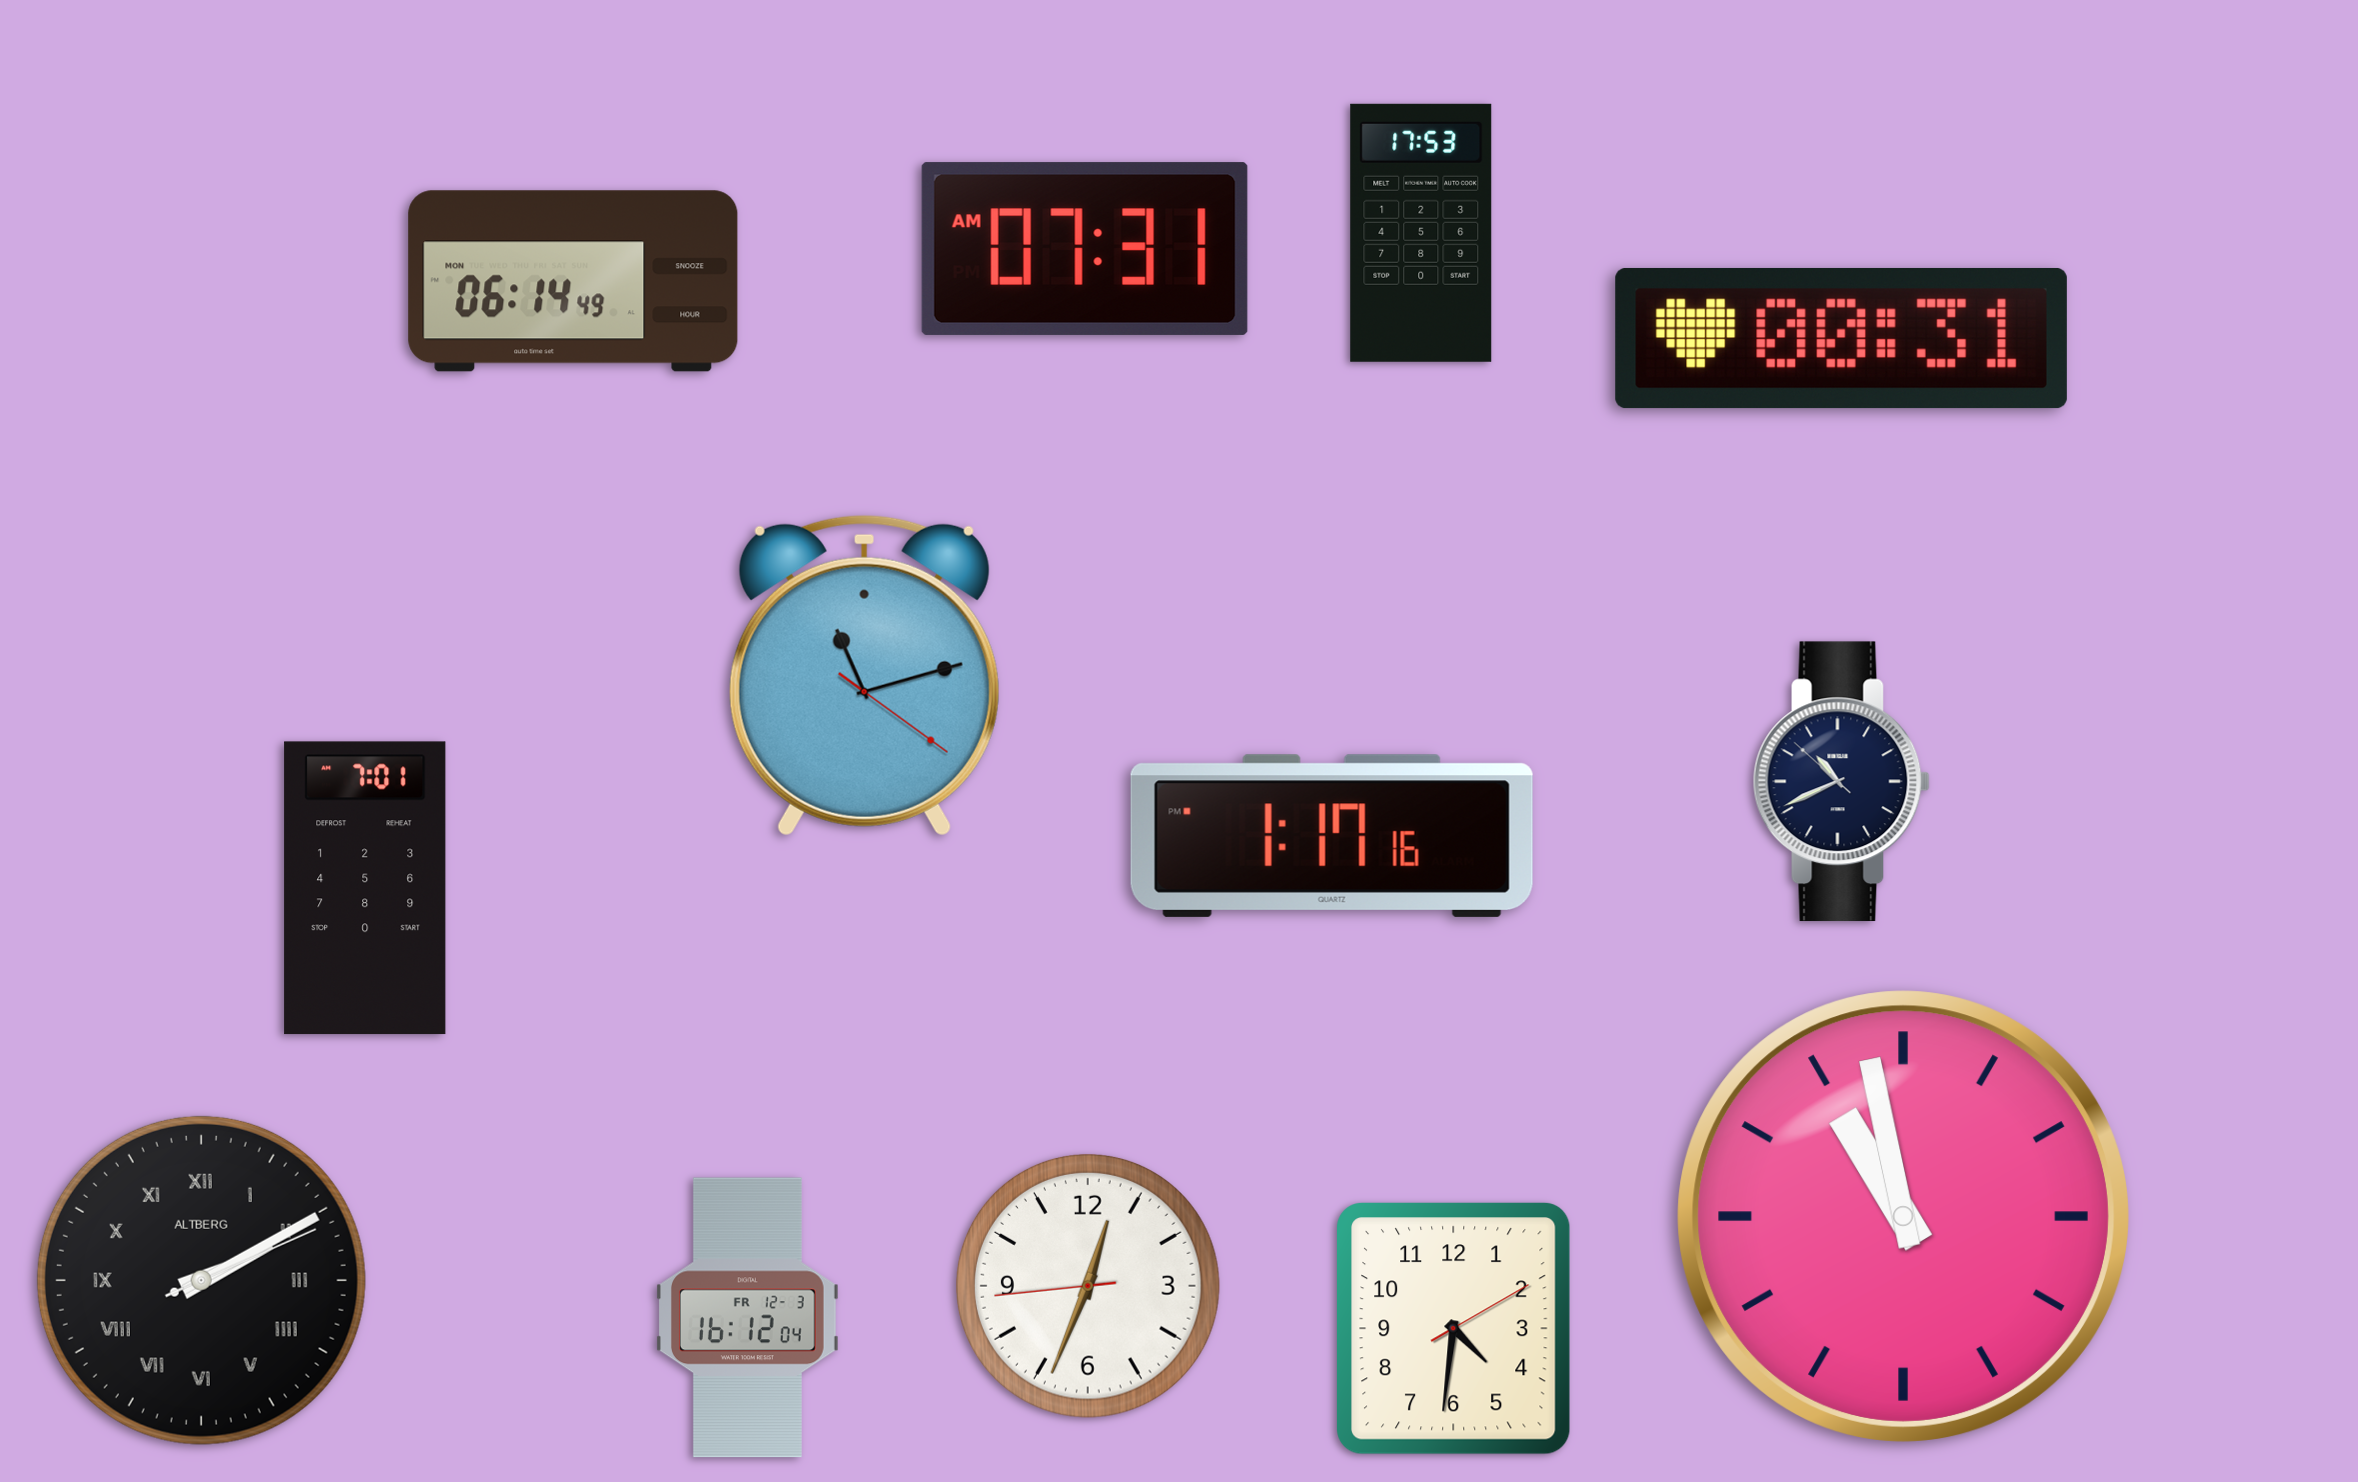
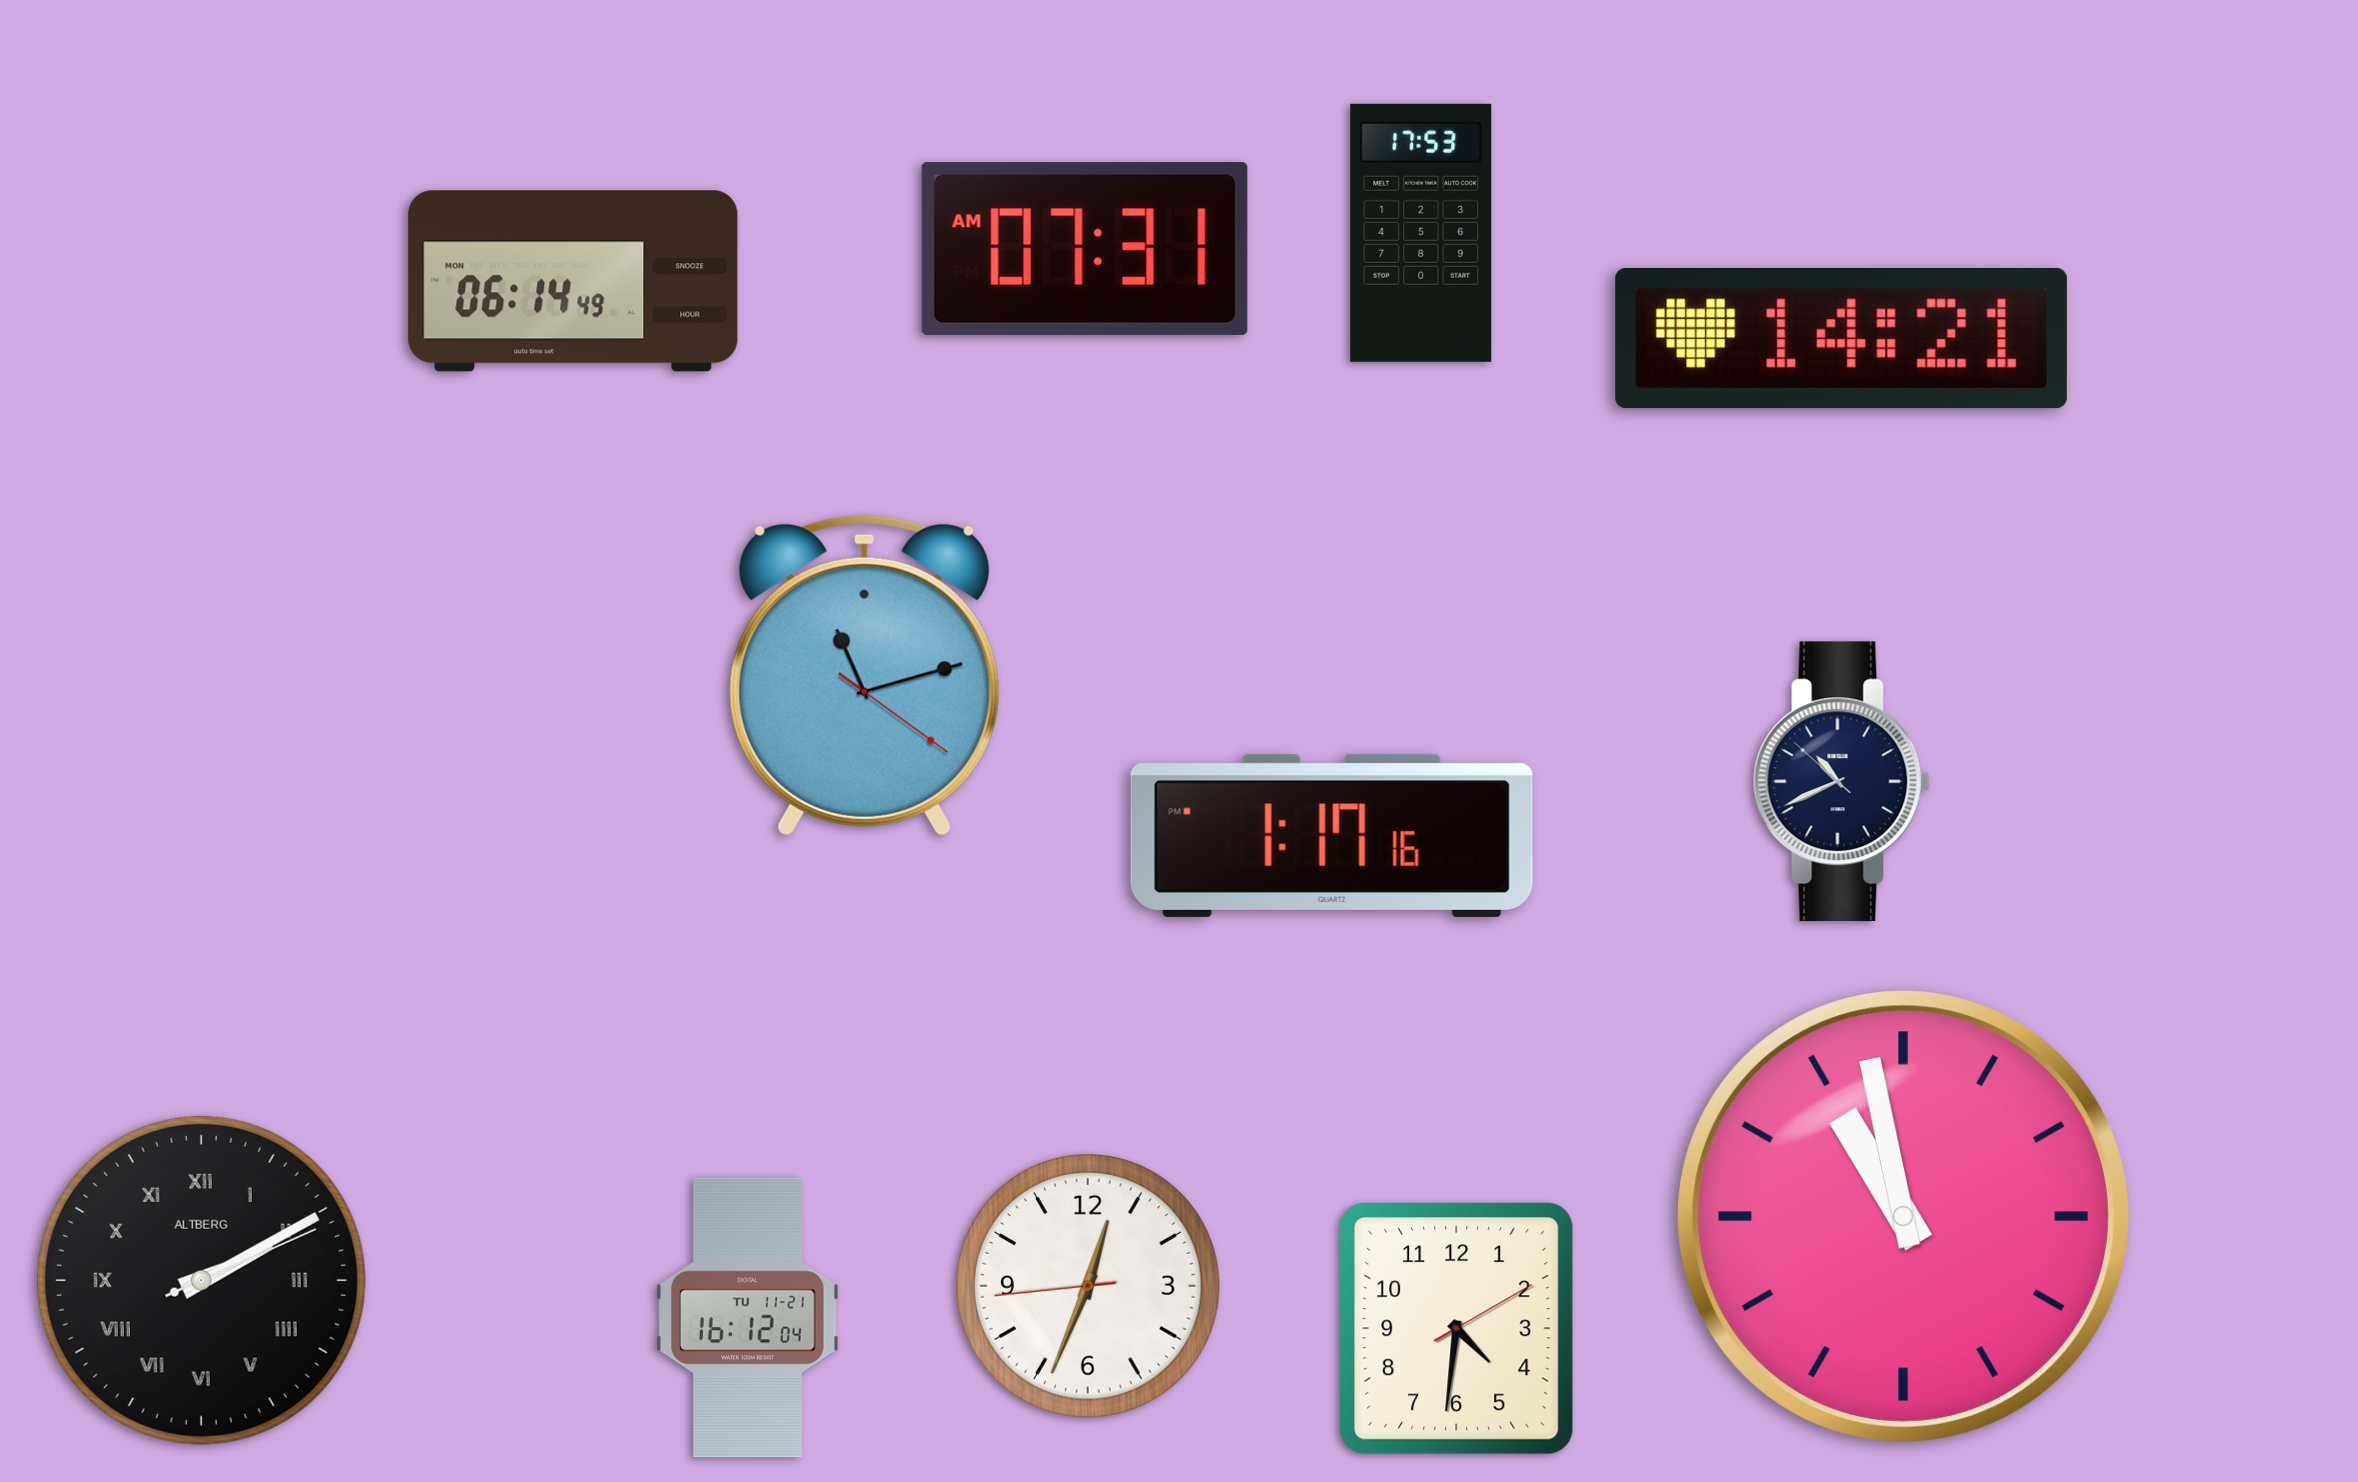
clock at (1841, 338): 00:31 -> 14:21
clock at (365, 888): 7:01 -> none
clock at (747, 1318) date: FR 12-3 -> TU 11-21
clock at (1454, 1329) position: (1454, 1329) -> (1457, 1329)
